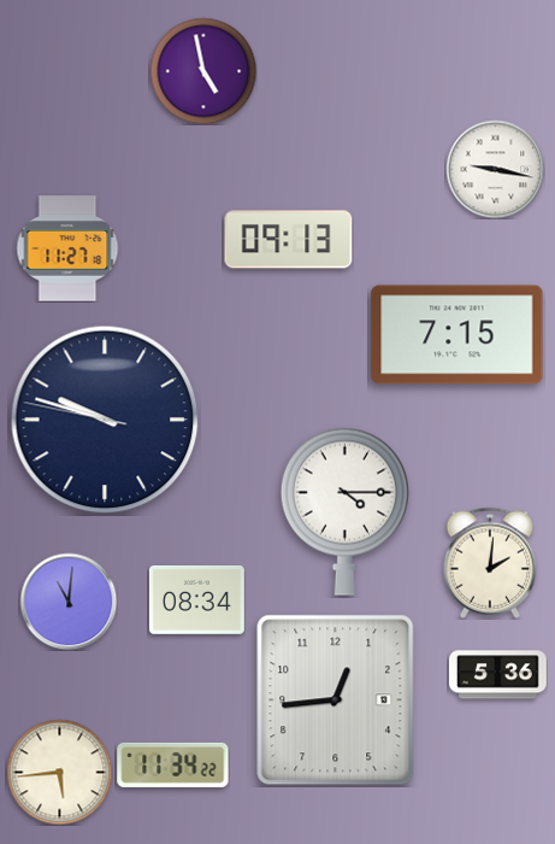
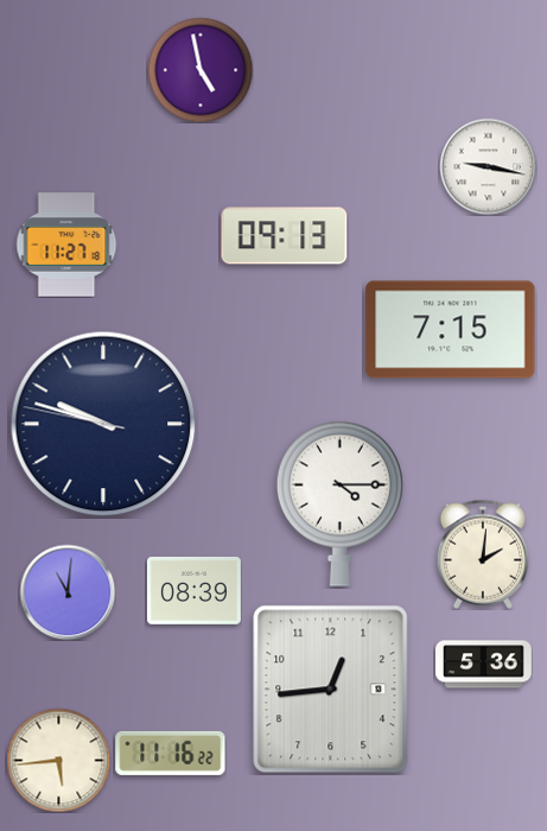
clock at (105, 420) position: (105, 420) -> (103, 424)
clock at (196, 599): 08:34 -> 08:39
clock at (498, 675) position: (498, 675) -> (484, 665)
clock at (173, 764): 11:34 -> 11:16
